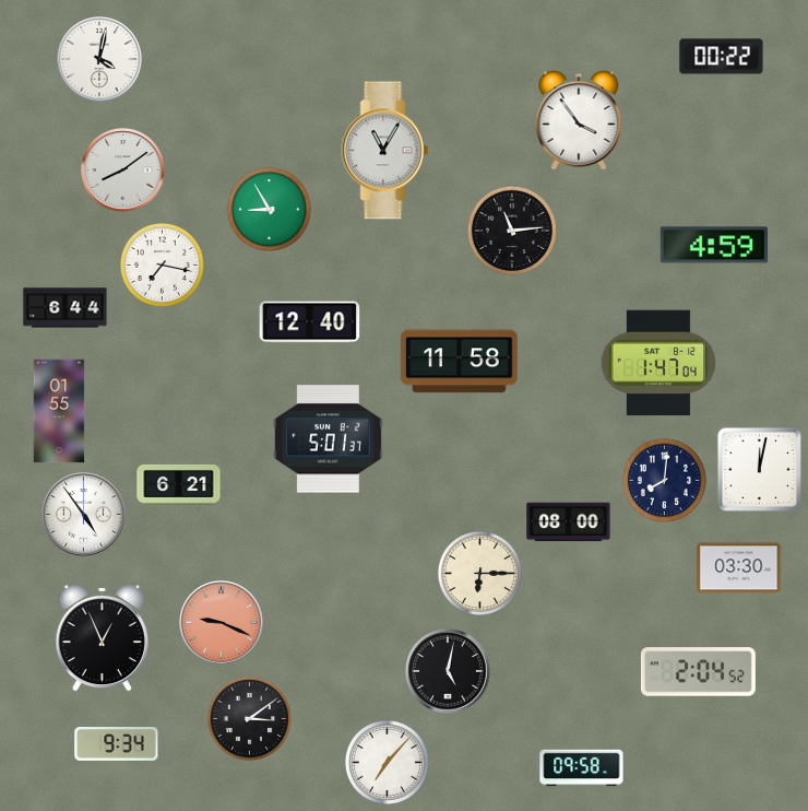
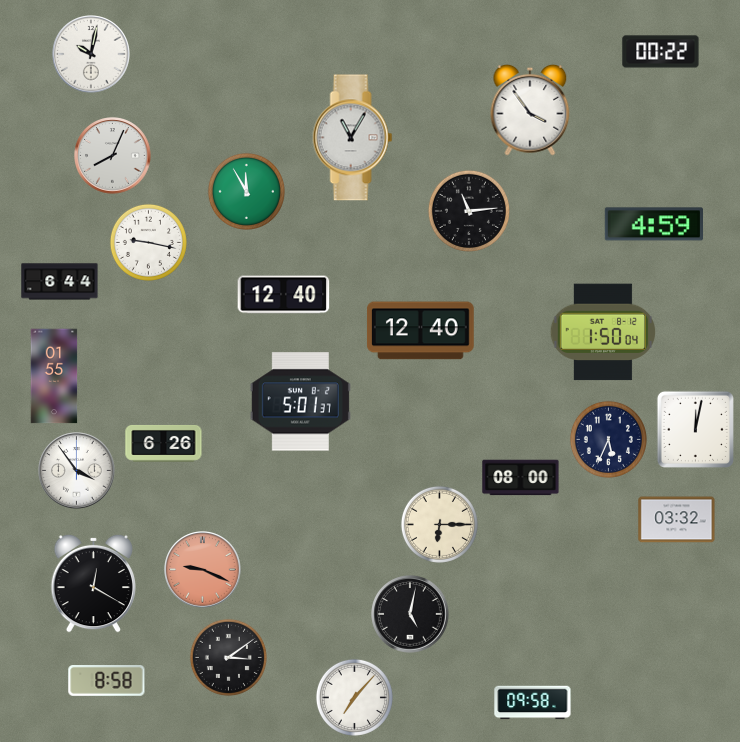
clock at (99, 59): 4:02 -> 10:02
clock at (123, 171): 8:09 -> 8:04
clock at (269, 209): 8:55 -> 11:55
clock at (162, 265): 7:17 -> 9:17
clock at (459, 362): 11:58 -> 12:40
clock at (657, 363): 1:47 -> 1:50
clock at (664, 480): 8:01 -> 5:34
clock at (179, 484): 6:21 -> 6:26
clock at (84, 515): 4:54 -> 3:54
clock at (739, 568): 03:30 -> 03:32
clock at (102, 637): 12:56 -> 12:20
clock at (698, 672): 2:04 -> none
clock at (117, 744): 9:34 -> 8:58
